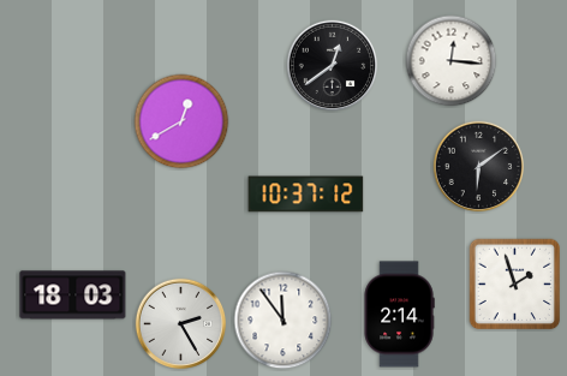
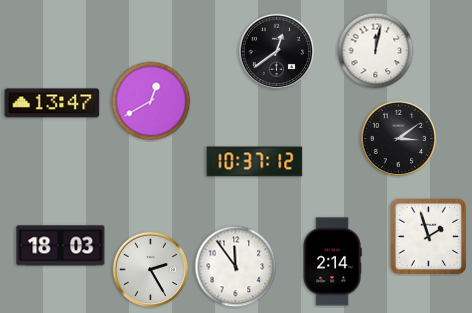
clock at (452, 61): 12:16 -> 12:02
clock at (333, 66) position: (333, 66) -> (277, 52)
clock at (52, 103): none -> 13:47
clock at (479, 167): 6:09 -> 3:09
